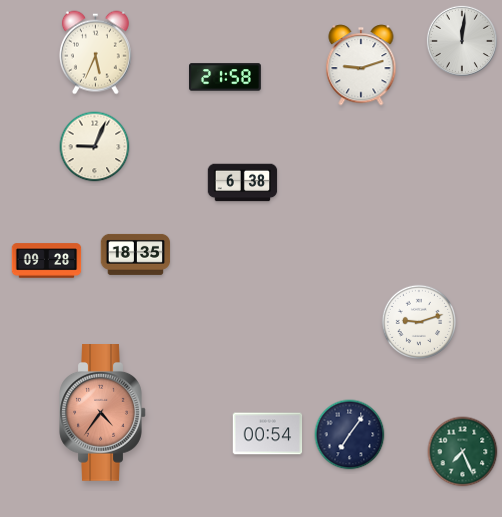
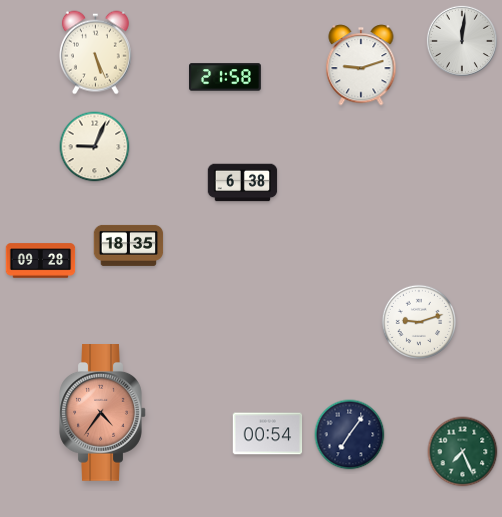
clock at (95, 53): 5:34 -> 5:26
clock at (136, 254) position: (136, 254) -> (129, 245)
clock at (47, 261) position: (47, 261) -> (41, 261)
